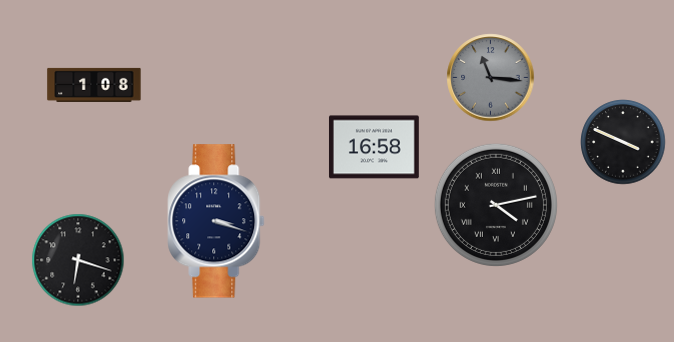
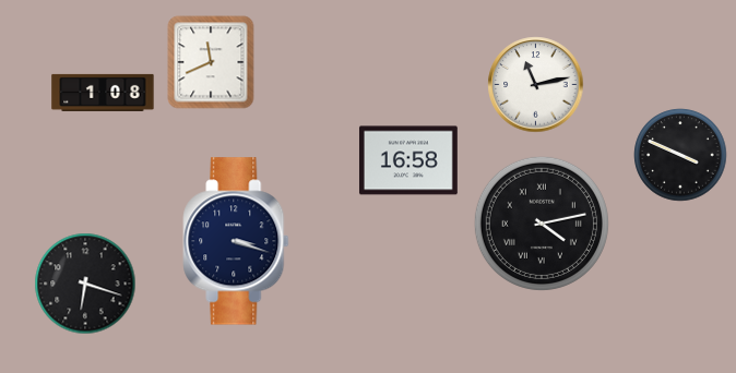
clock at (211, 62): none -> 11:41
clock at (491, 78): 11:16 -> 11:13
clock at (491, 78) dial: grey -> white
